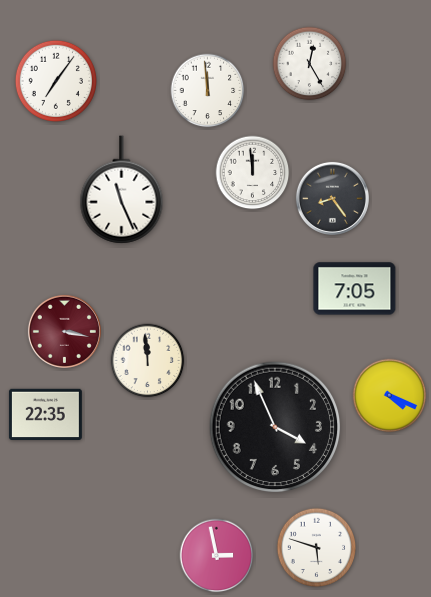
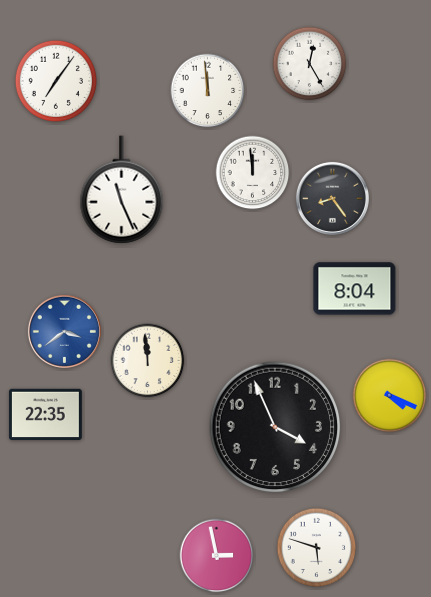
clock at (355, 289): 7:05 -> 8:04
clock at (64, 331): 3:17 -> 3:39
clock at (64, 331) dial: burgundy -> blue
